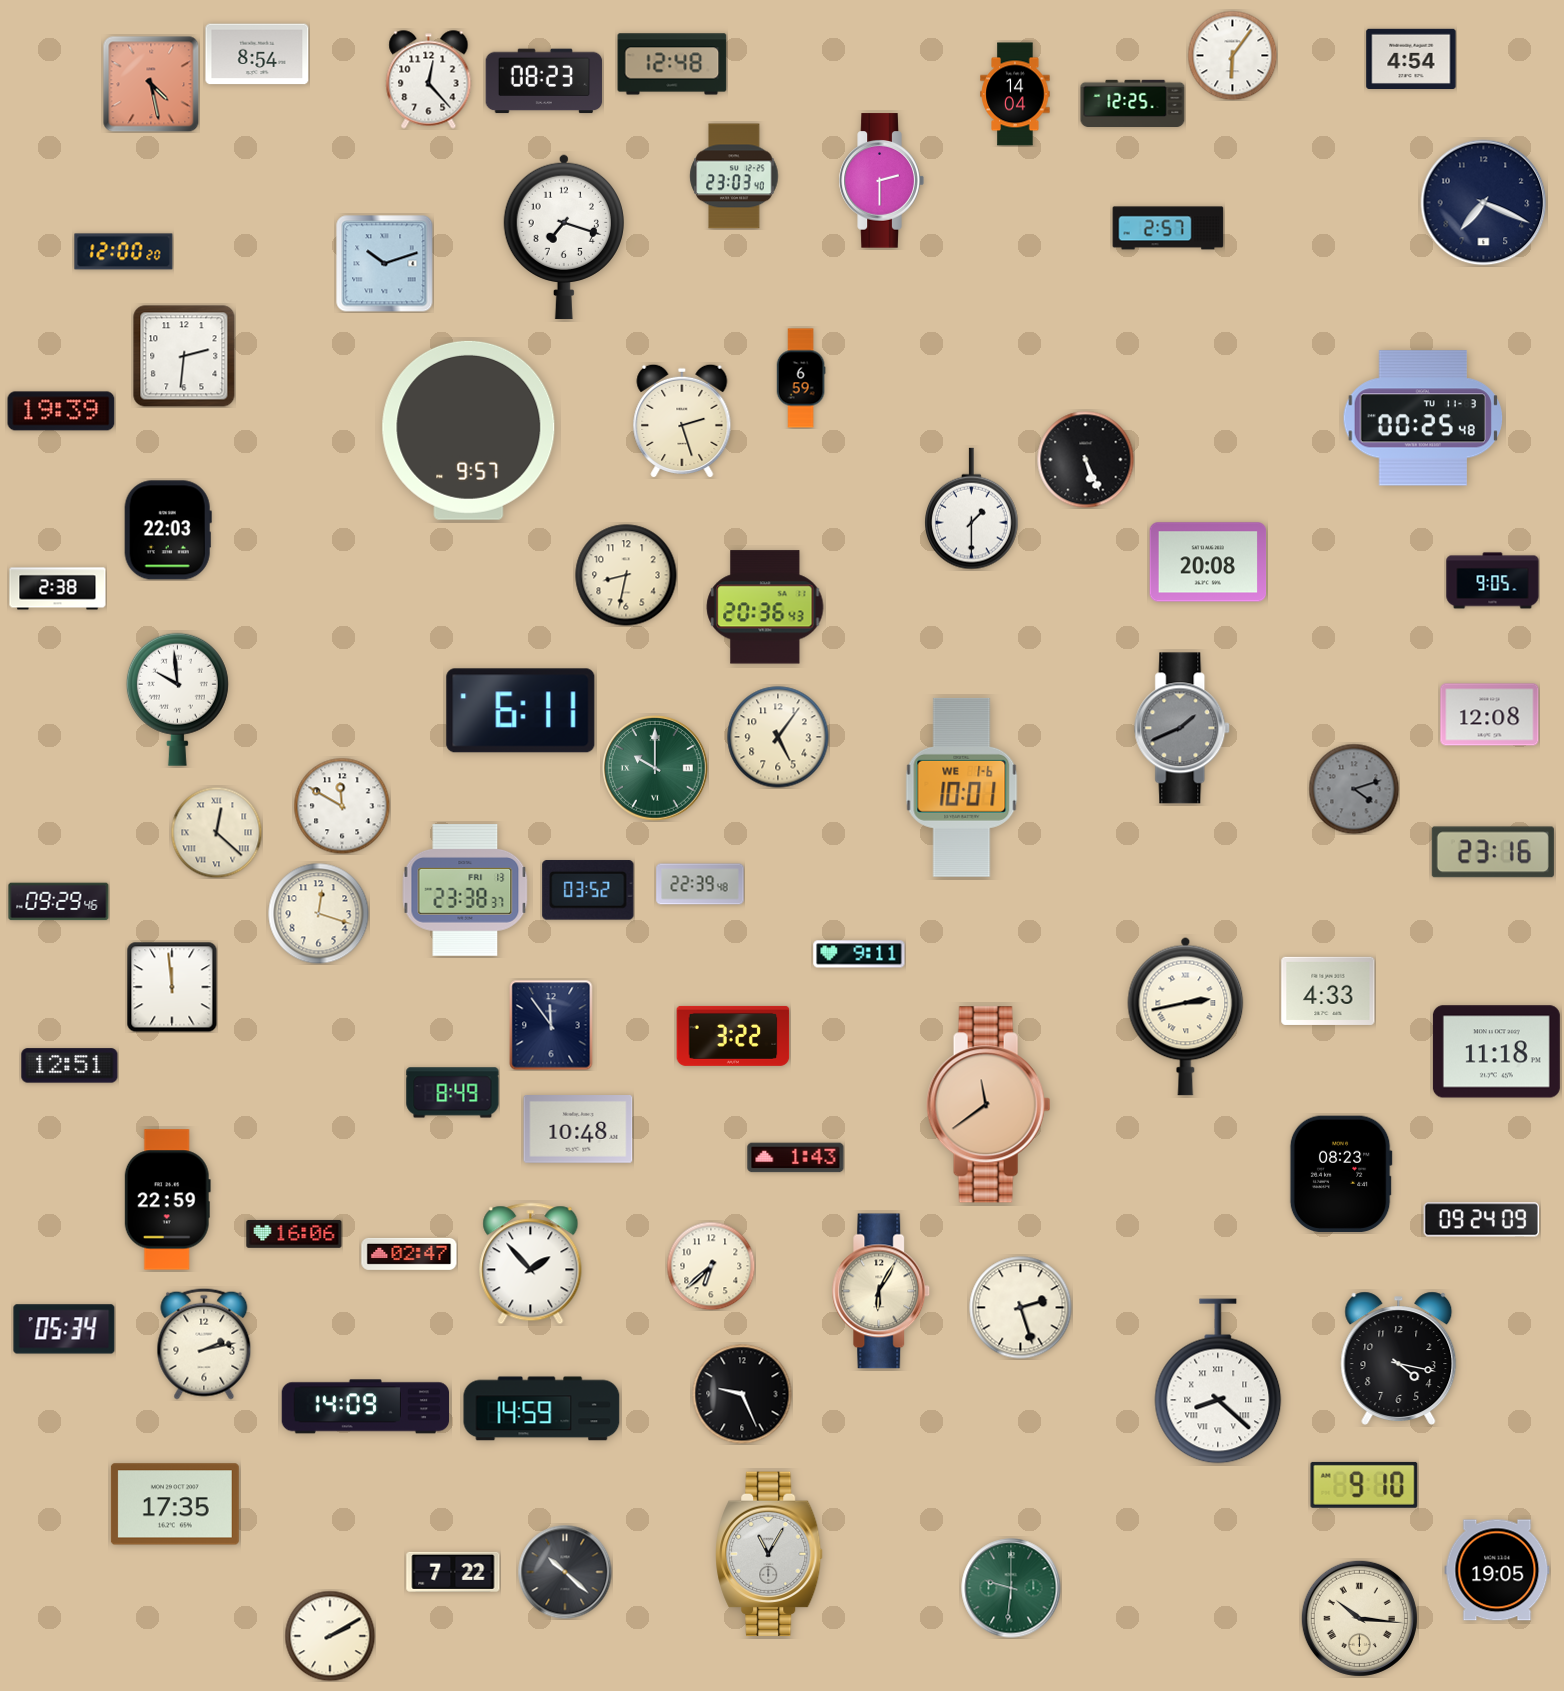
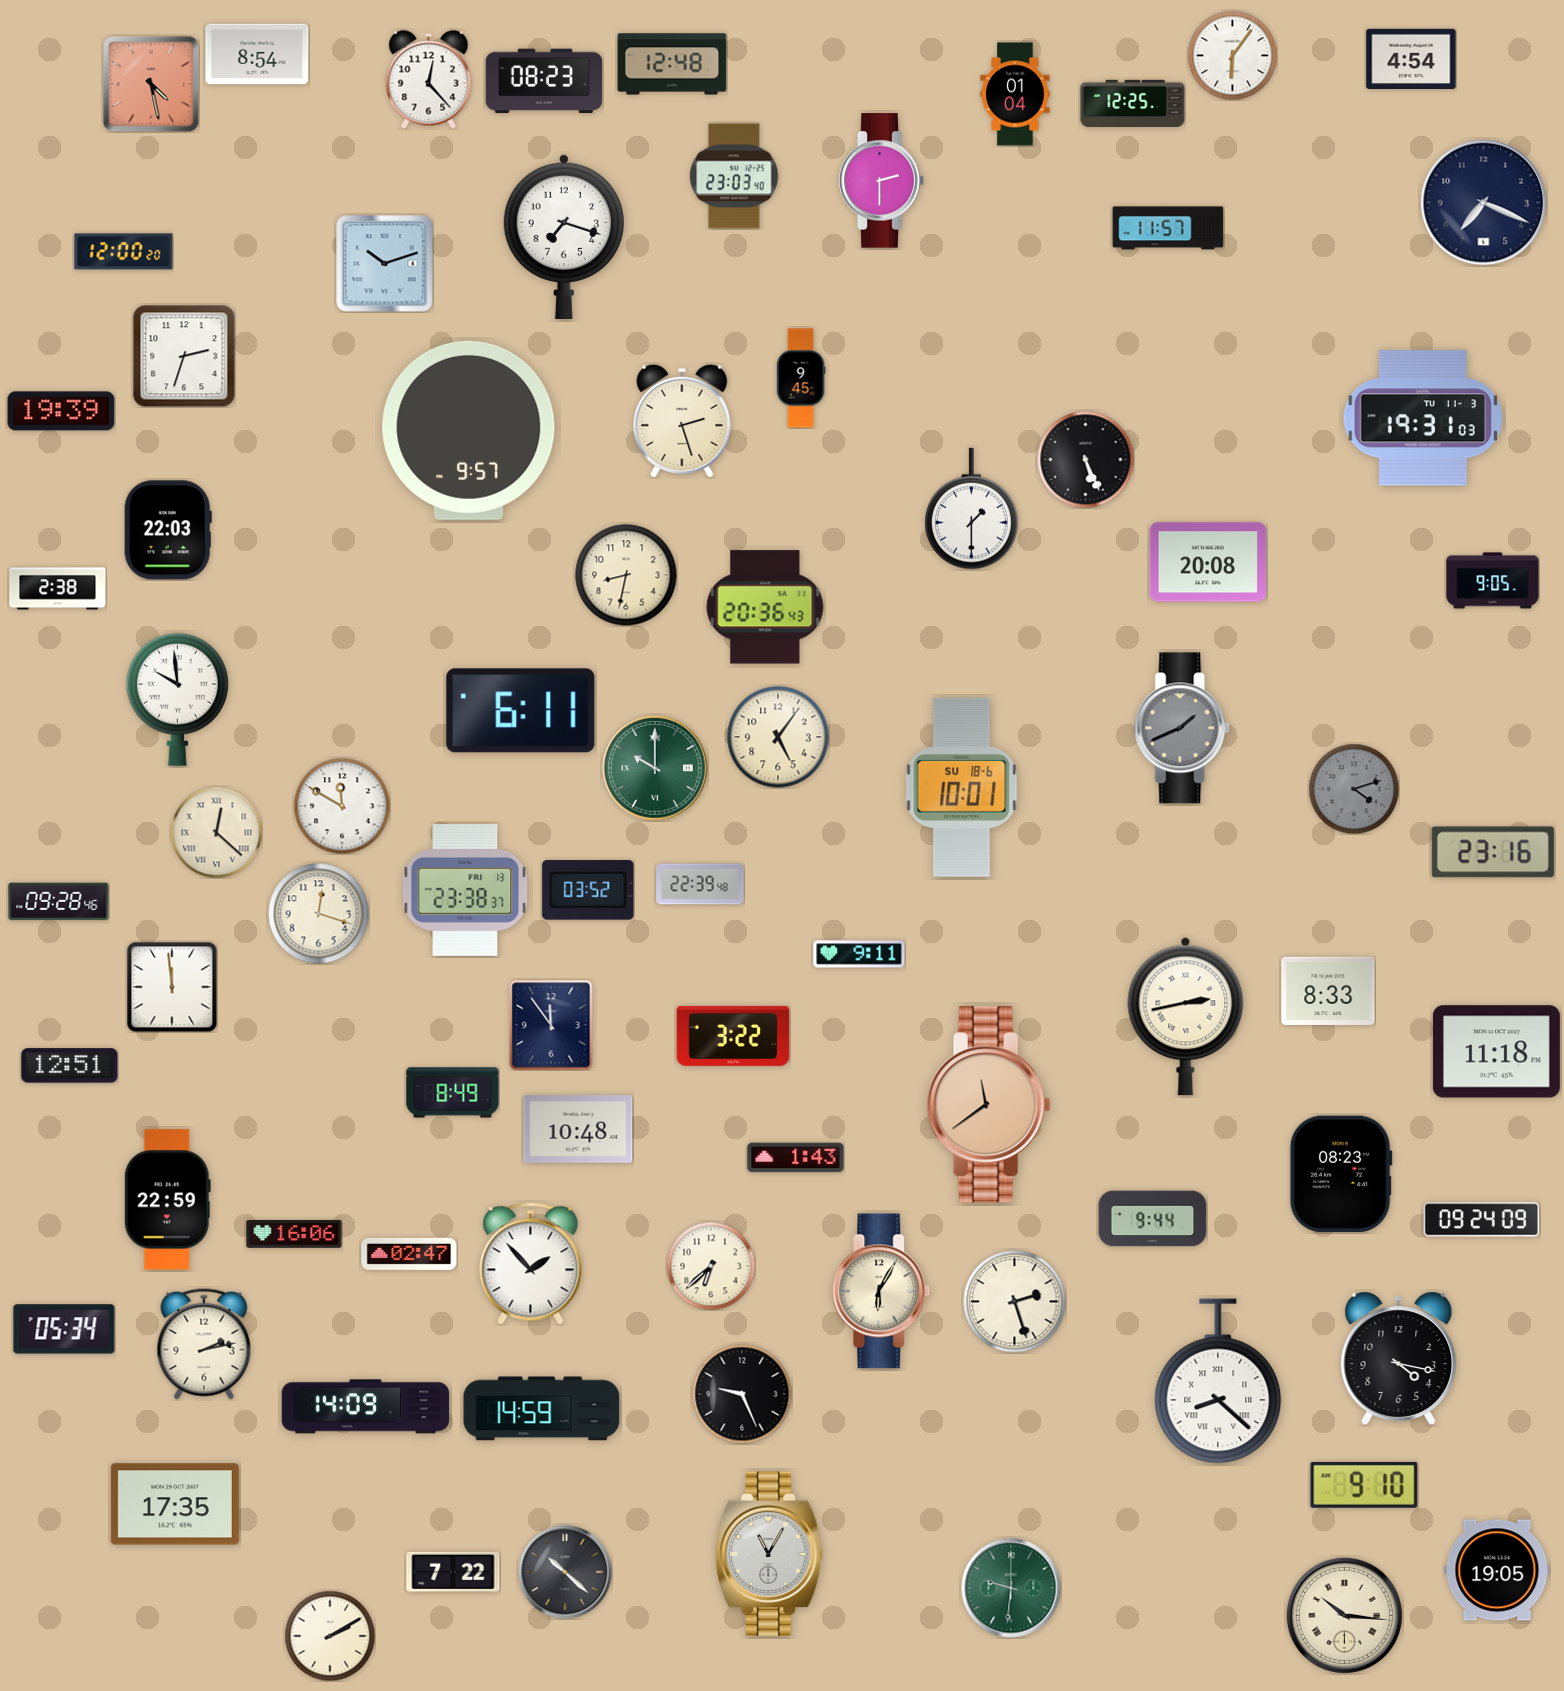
clock at (1015, 94): 14:04 -> 01:04
clock at (1168, 228): 2:57 -> 11:57
clock at (184, 356): 2:31 -> 2:33
clock at (801, 378): 6:59 -> 9:45
clock at (1423, 418): 00:25 -> 19:31
clock at (1490, 715): 12:08 -> none
clock at (962, 787) date: WE 1-6 -> SU 18-6
clock at (59, 902): 09:29 -> 09:28
clock at (1328, 991): 4:33 -> 8:33
clock at (1153, 1219): none -> 9:44
clock at (1021, 1308) position: (1021, 1308) -> (1015, 1302)
clock at (1359, 1618) position: (1359, 1618) -> (1344, 1615)
